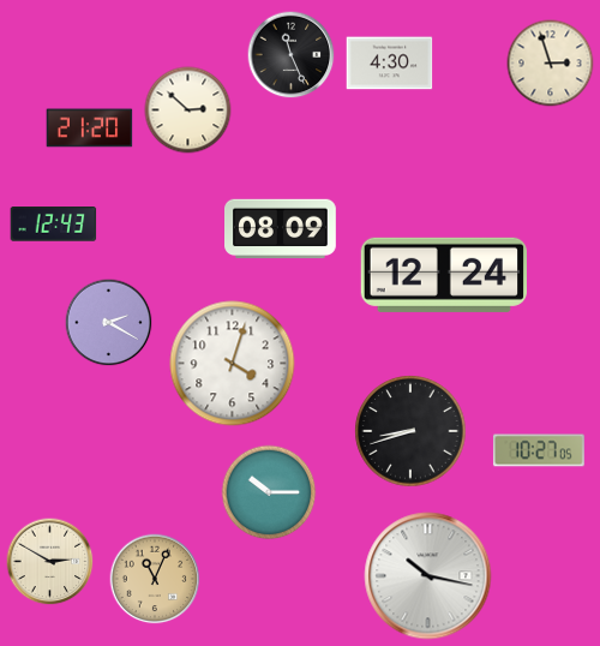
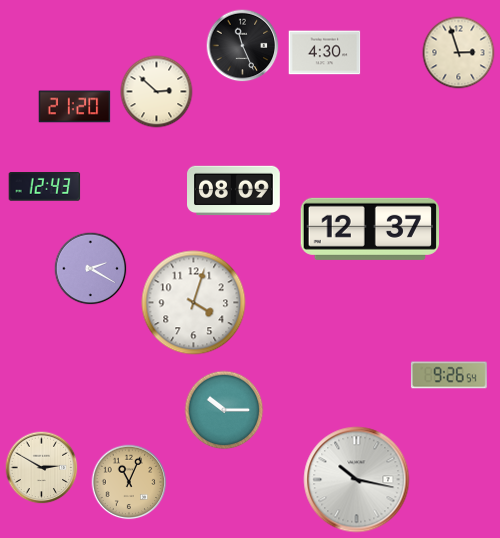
clock at (444, 275): 12:24 -> 12:37
clock at (410, 431): 8:42 -> none
clock at (539, 450): 10:27 -> 9:26
